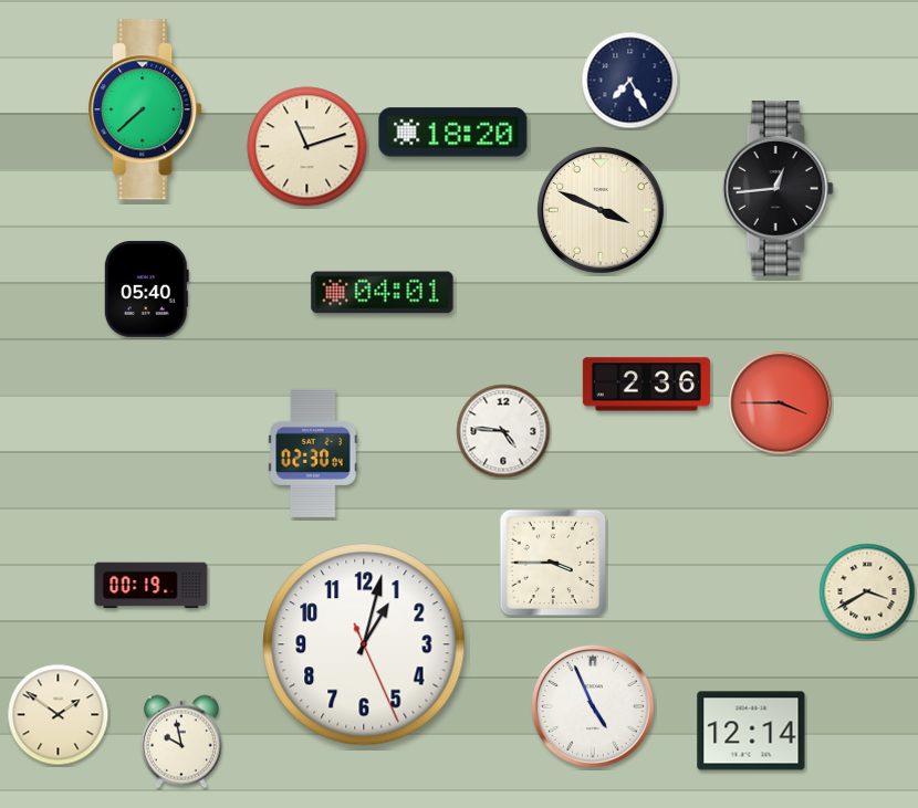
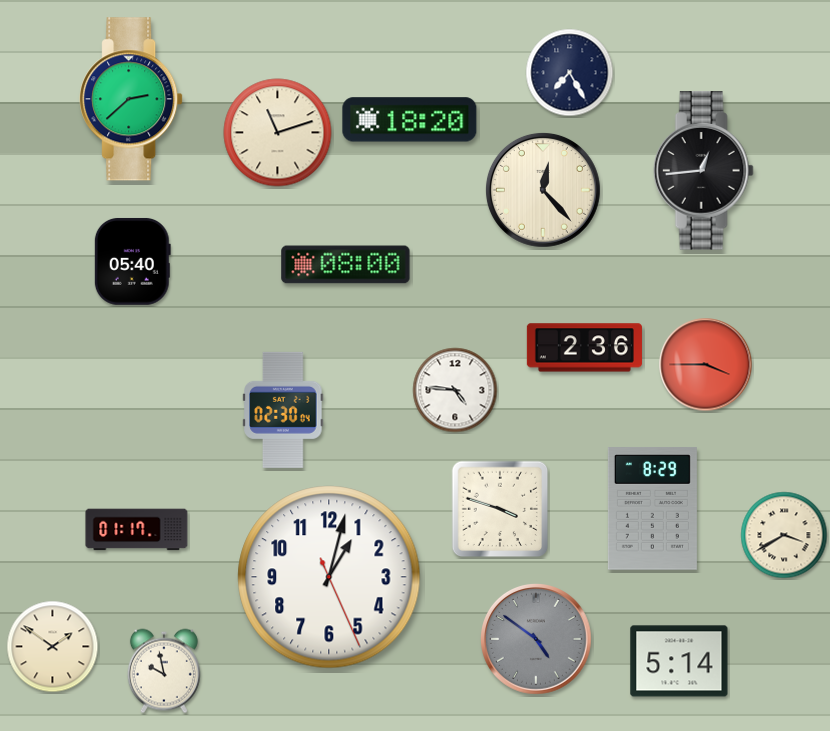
clock at (145, 109): 7:38 -> 2:38
clock at (601, 210): 3:49 -> 12:23
clock at (383, 293): 04:01 -> 08:00
clock at (553, 563): 3:45 -> 3:48
clock at (652, 509): none -> 8:29
clock at (152, 586): 00:19 -> 01:17
clock at (364, 644) position: (364, 644) -> (329, 577)
clock at (594, 707): 4:56 -> 4:51
clock at (594, 707) dial: white -> grey
clock at (751, 731): 12:14 -> 5:14
